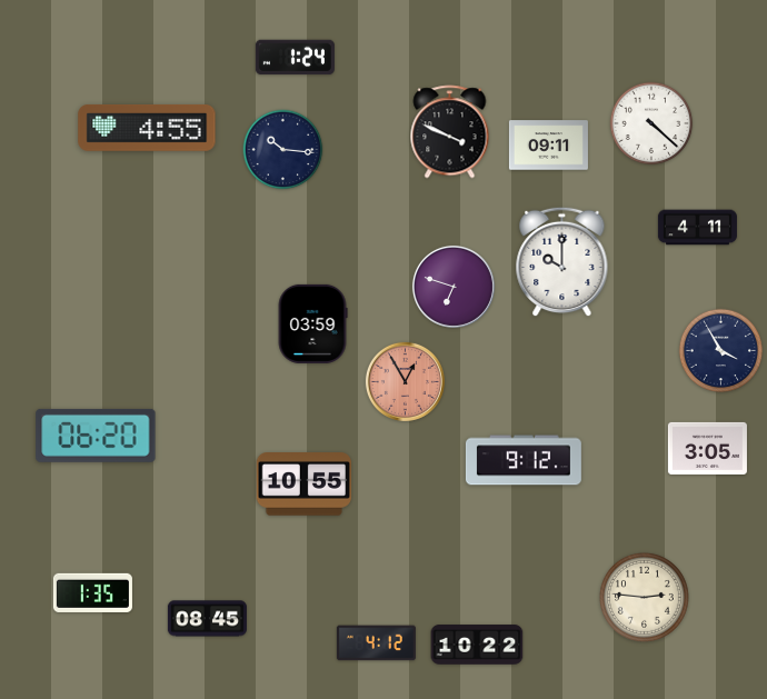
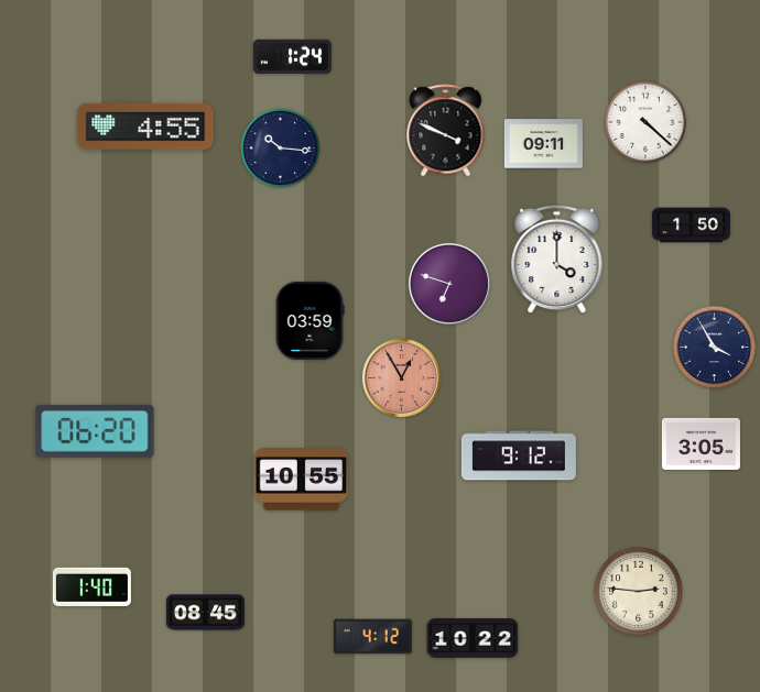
clock at (697, 228): 4:11 -> 1:50
clock at (562, 262): 10:00 -> 4:00
clock at (92, 592): 1:35 -> 1:40
